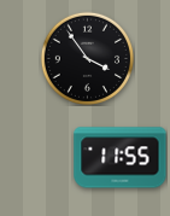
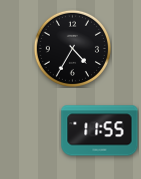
clock at (87, 58): 3:54 -> 4:35
